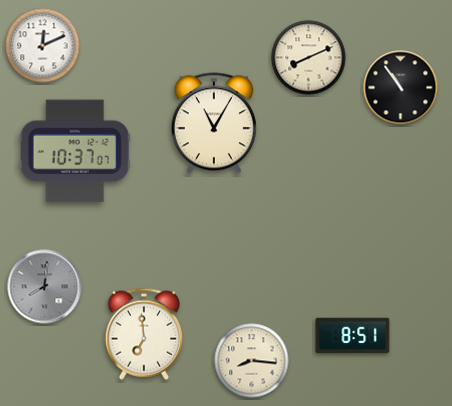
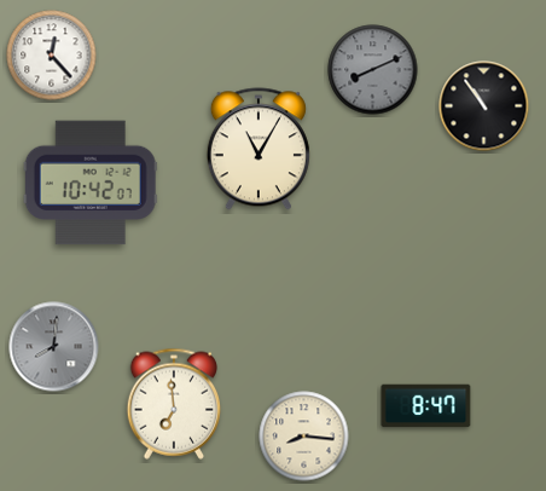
clock at (43, 46): 12:11 -> 12:23
clock at (309, 58) dial: cream -> grey
clock at (75, 151): 10:37 -> 10:42
clock at (353, 336): 8:51 -> 8:47
